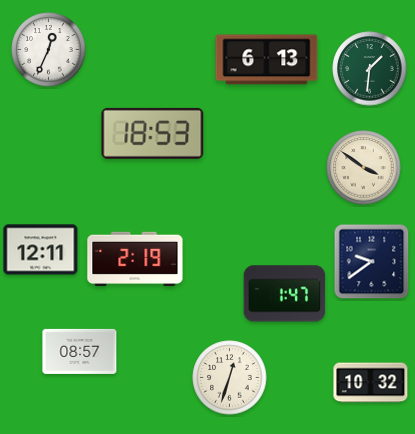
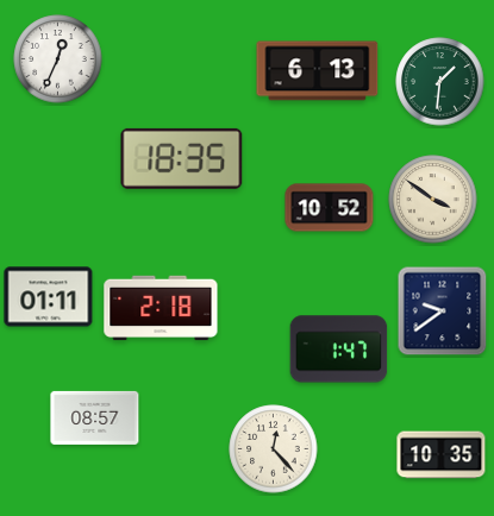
clock at (153, 133): 18:53 -> 18:35
clock at (330, 208): none -> 10:52
clock at (41, 250): 12:11 -> 01:11
clock at (135, 259): 2:19 -> 2:18
clock at (230, 378): 12:33 -> 12:23
clock at (371, 383): 10:32 -> 10:35
